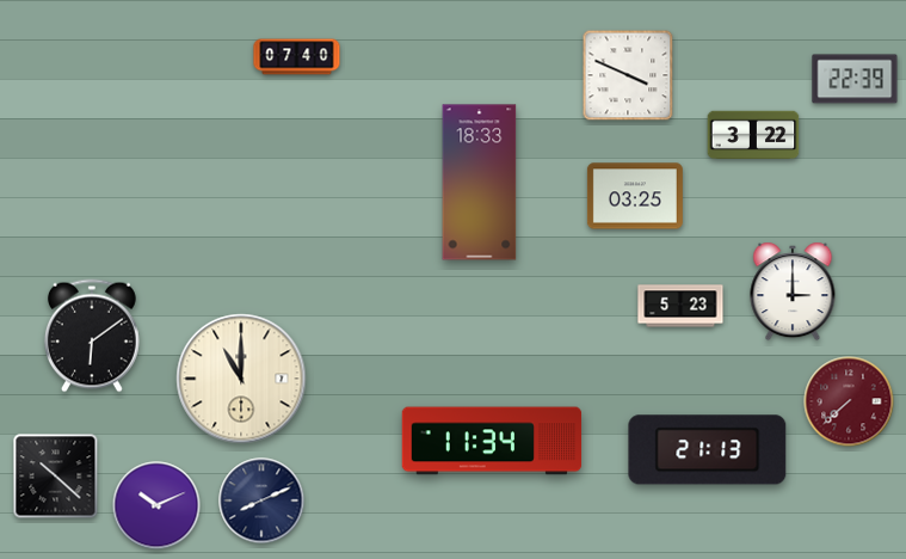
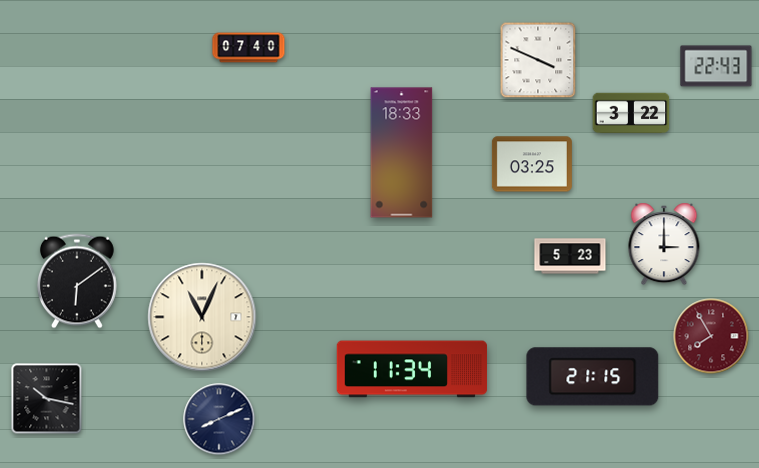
clock at (628, 75) position: (628, 75) -> (538, 60)
clock at (855, 79): 22:39 -> 22:43
clock at (241, 379): 11:00 -> 11:04
clock at (849, 401): 7:38 -> 7:55
clock at (708, 450): 21:13 -> 21:15
clock at (56, 477): 10:22 -> 10:17
clock at (156, 505): 10:11 -> none
